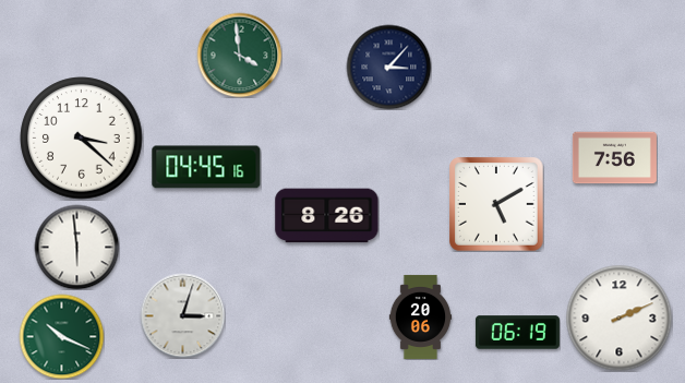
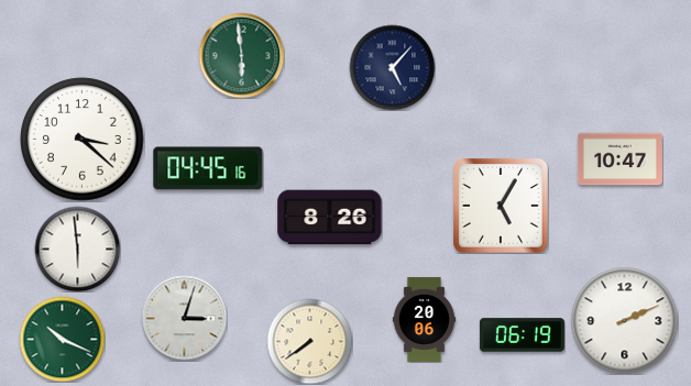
clock at (239, 55): 3:59 -> 5:59
clock at (388, 67): 3:07 -> 5:07
clock at (614, 158): 7:56 -> 10:47
clock at (496, 204): 5:10 -> 5:05
clock at (309, 341): none -> 7:39
